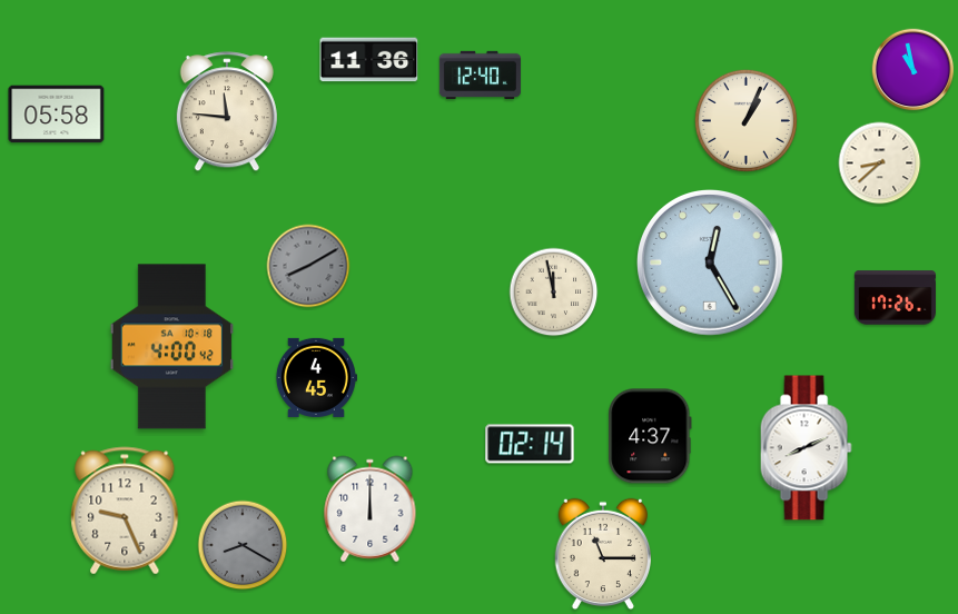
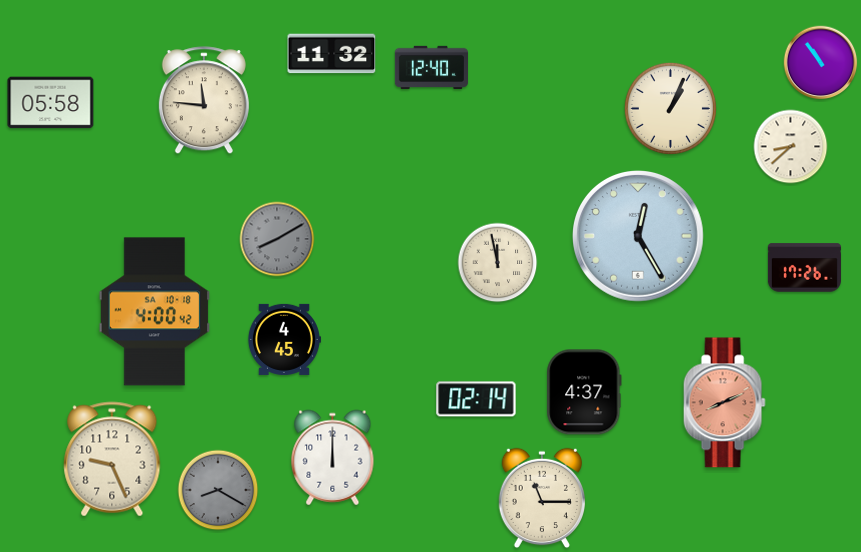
clock at (369, 60): 11:36 -> 11:32
clock at (913, 70): 10:58 -> 10:54
clock at (806, 448) dial: white -> salmon
